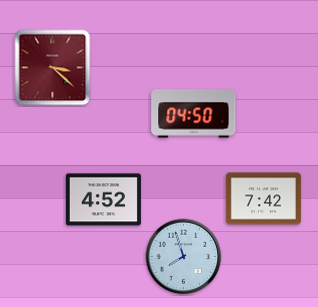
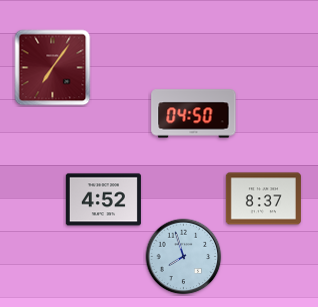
clock at (53, 68): 3:22 -> 7:06
clock at (263, 199): 7:42 -> 8:37
